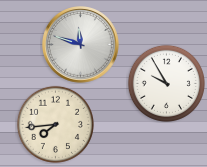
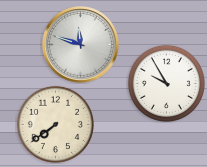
clock at (55, 124): 7:44 -> 7:39
